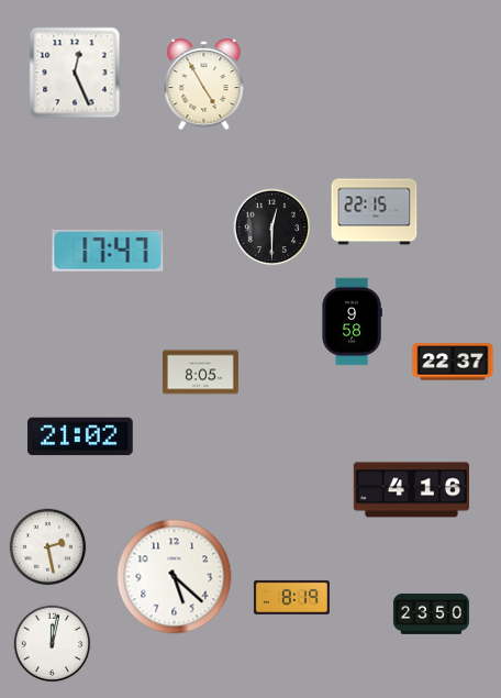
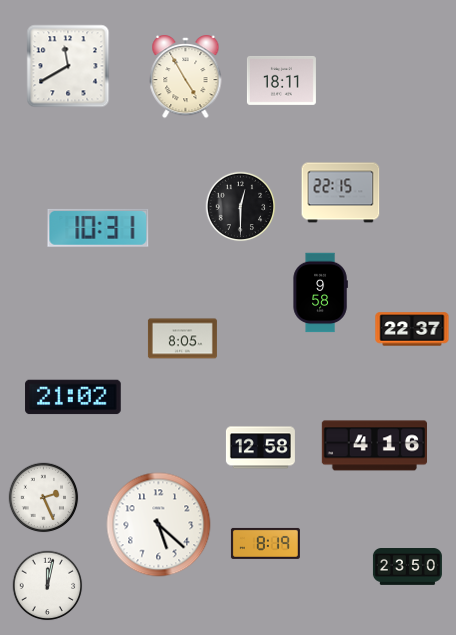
clock at (75, 73): 12:26 -> 11:40
clock at (281, 80): none -> 18:11
clock at (272, 228) position: (272, 228) -> (241, 207)
clock at (108, 251): 17:47 -> 10:31
clock at (260, 448): none -> 12:58
clock at (48, 547): 2:28 -> 2:26
clock at (431, 614) position: (431, 614) -> (407, 567)
